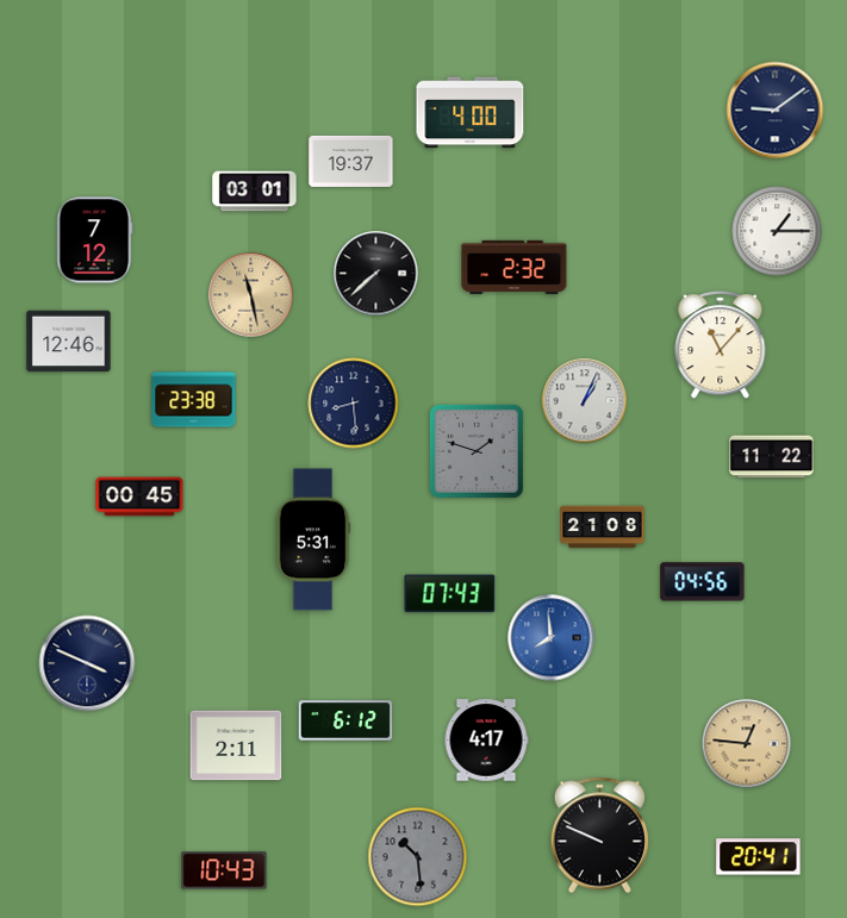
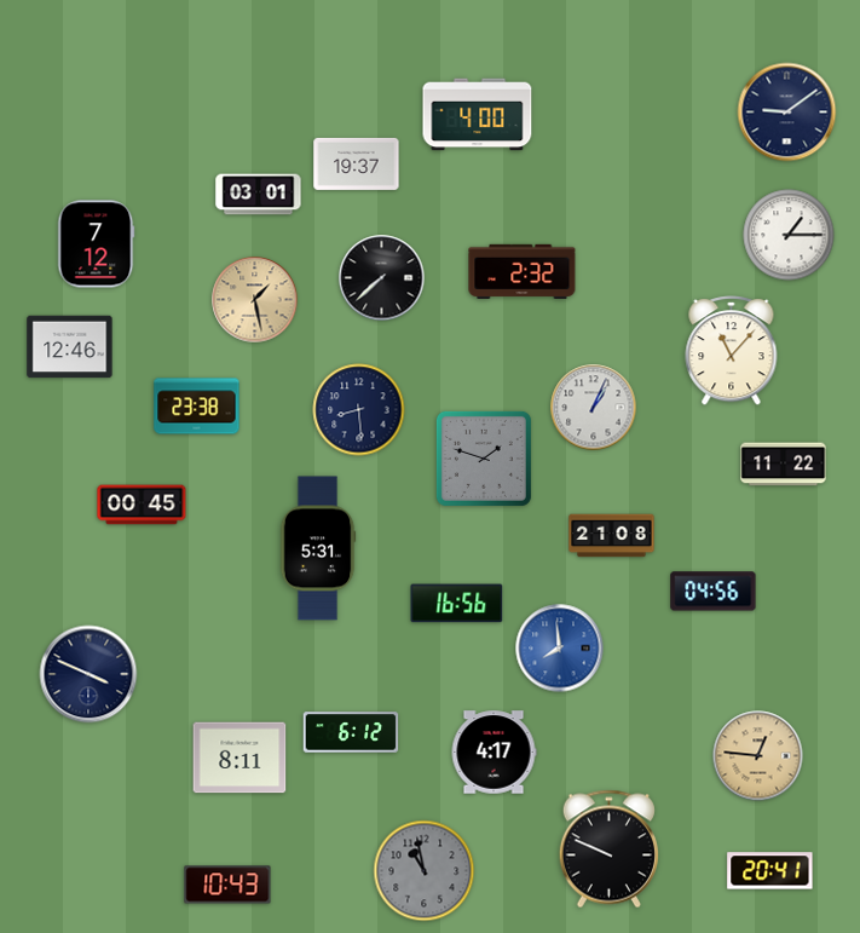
clock at (251, 295): 11:28 -> 1:28
clock at (450, 594): 07:43 -> 16:56
clock at (236, 745): 2:11 -> 8:11
clock at (418, 857): 10:29 -> 10:58
